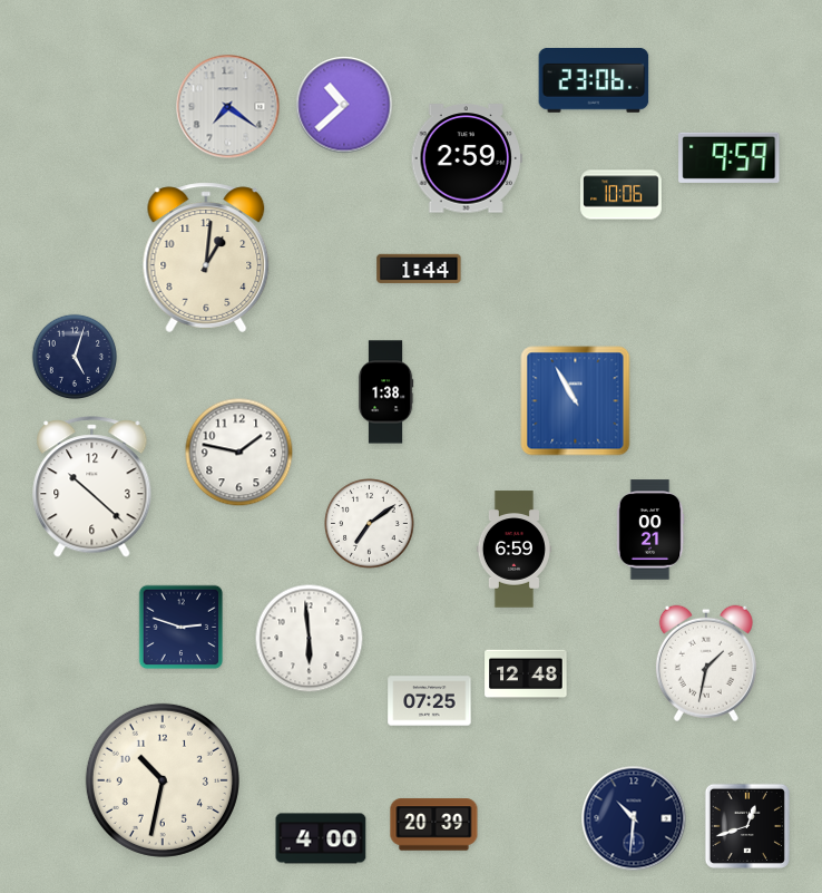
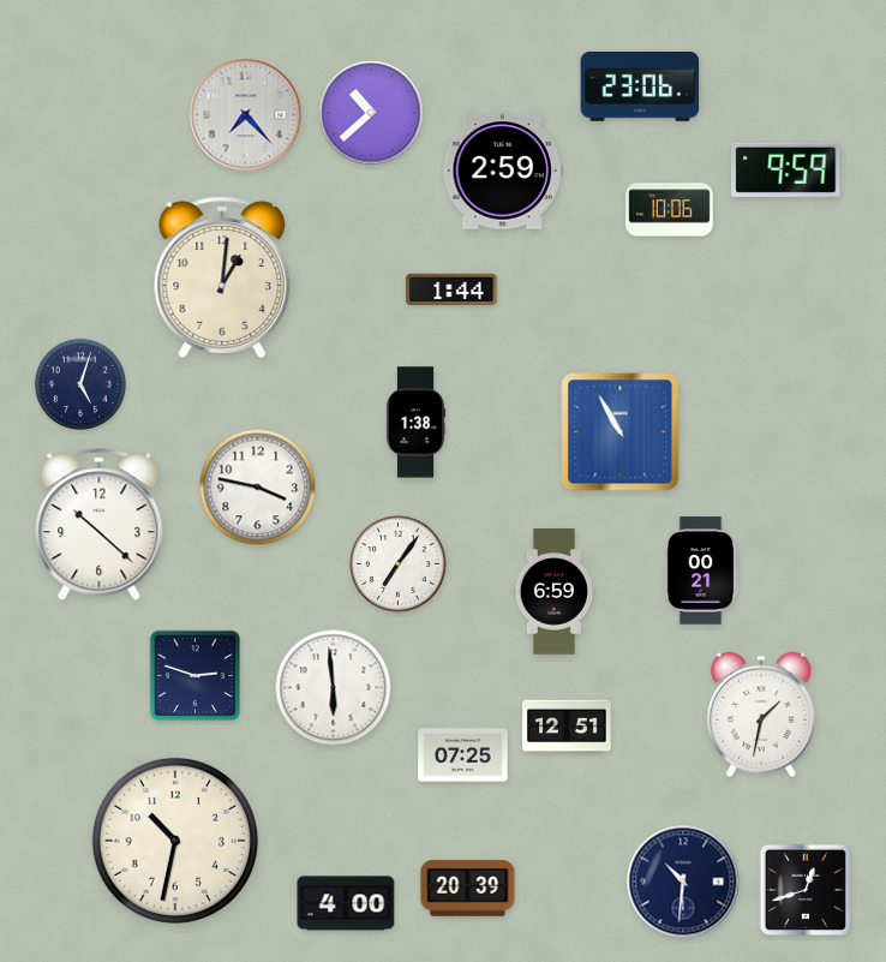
clock at (228, 107): 7:21 -> 7:23
clock at (239, 453): 1:47 -> 3:47
clock at (370, 524): 7:09 -> 7:06
clock at (526, 674): 12:48 -> 12:51
